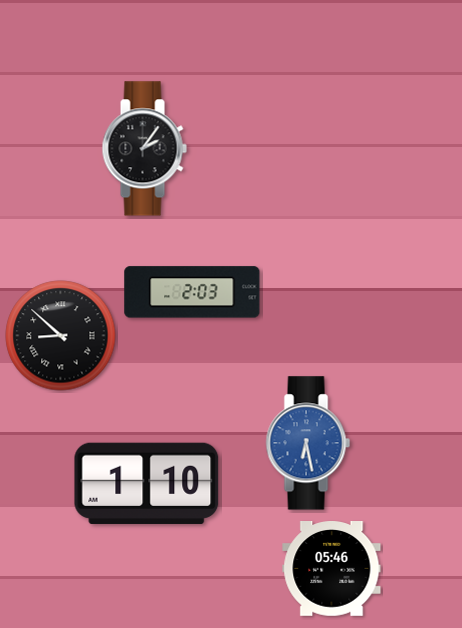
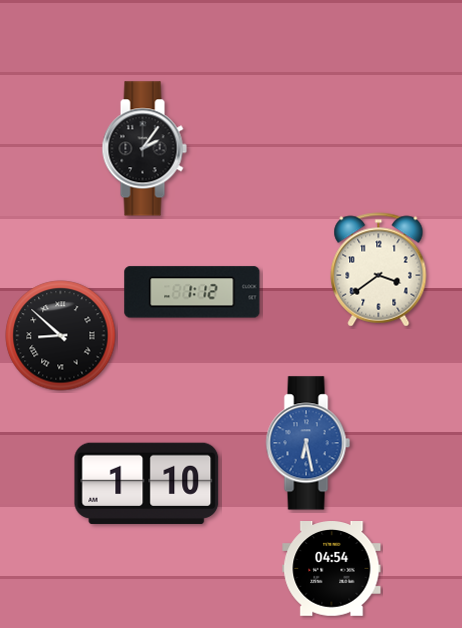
clock at (379, 270): none -> 3:39
clock at (192, 292): 2:03 -> 1:12
clock at (332, 569): 05:46 -> 04:54
